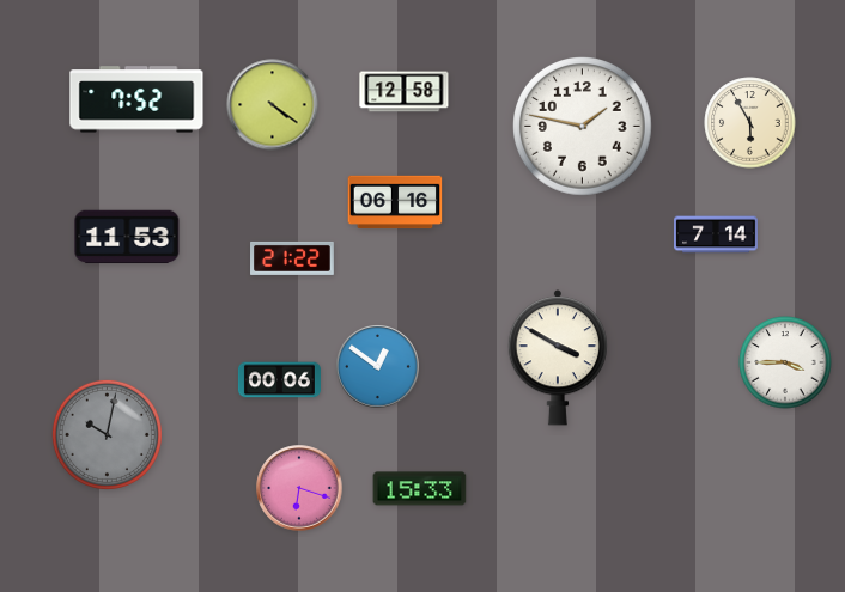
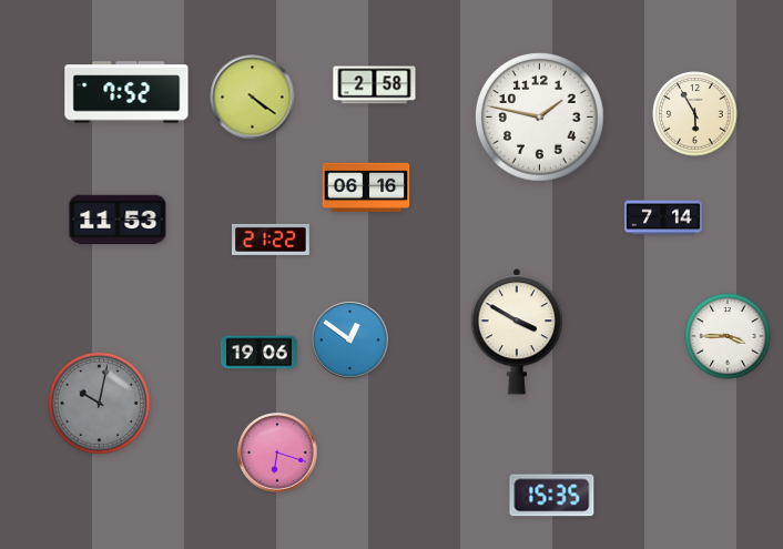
clock at (405, 92): 12:58 -> 2:58
clock at (279, 380): 00:06 -> 19:06
clock at (420, 489): 15:33 -> none
clock at (552, 496): none -> 15:35
